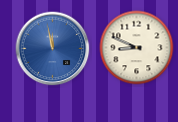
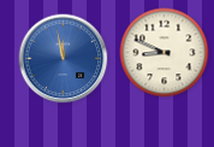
clock at (137, 48) position: (137, 48) -> (165, 53)
